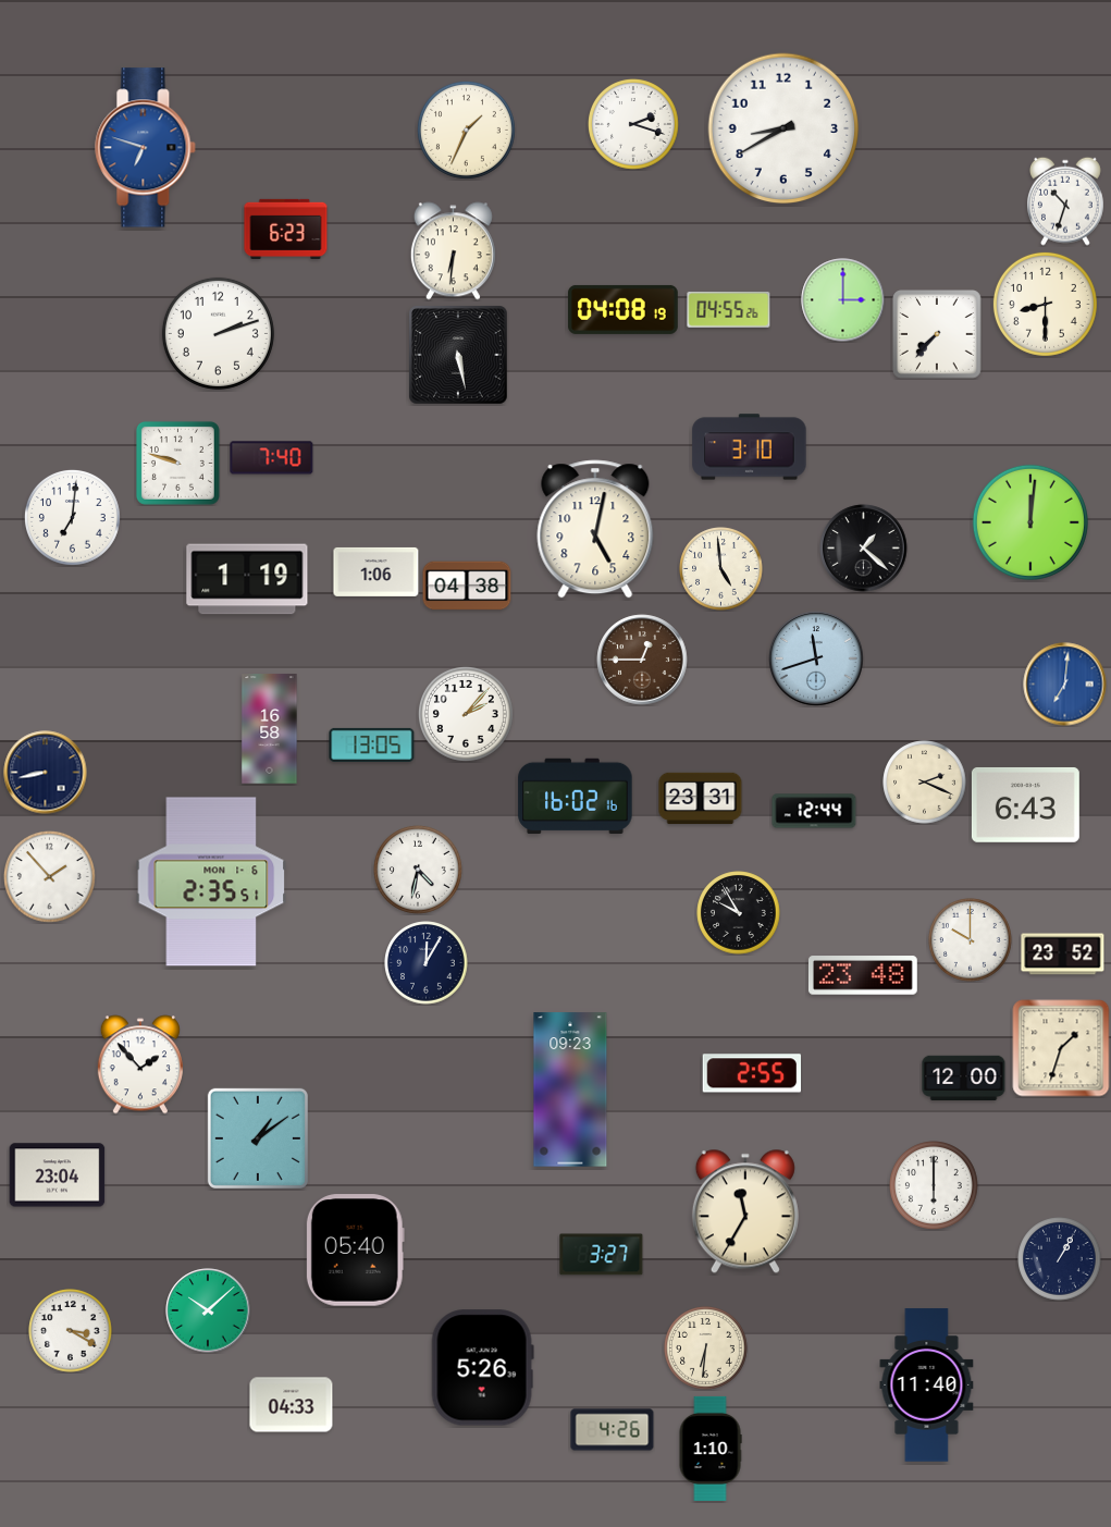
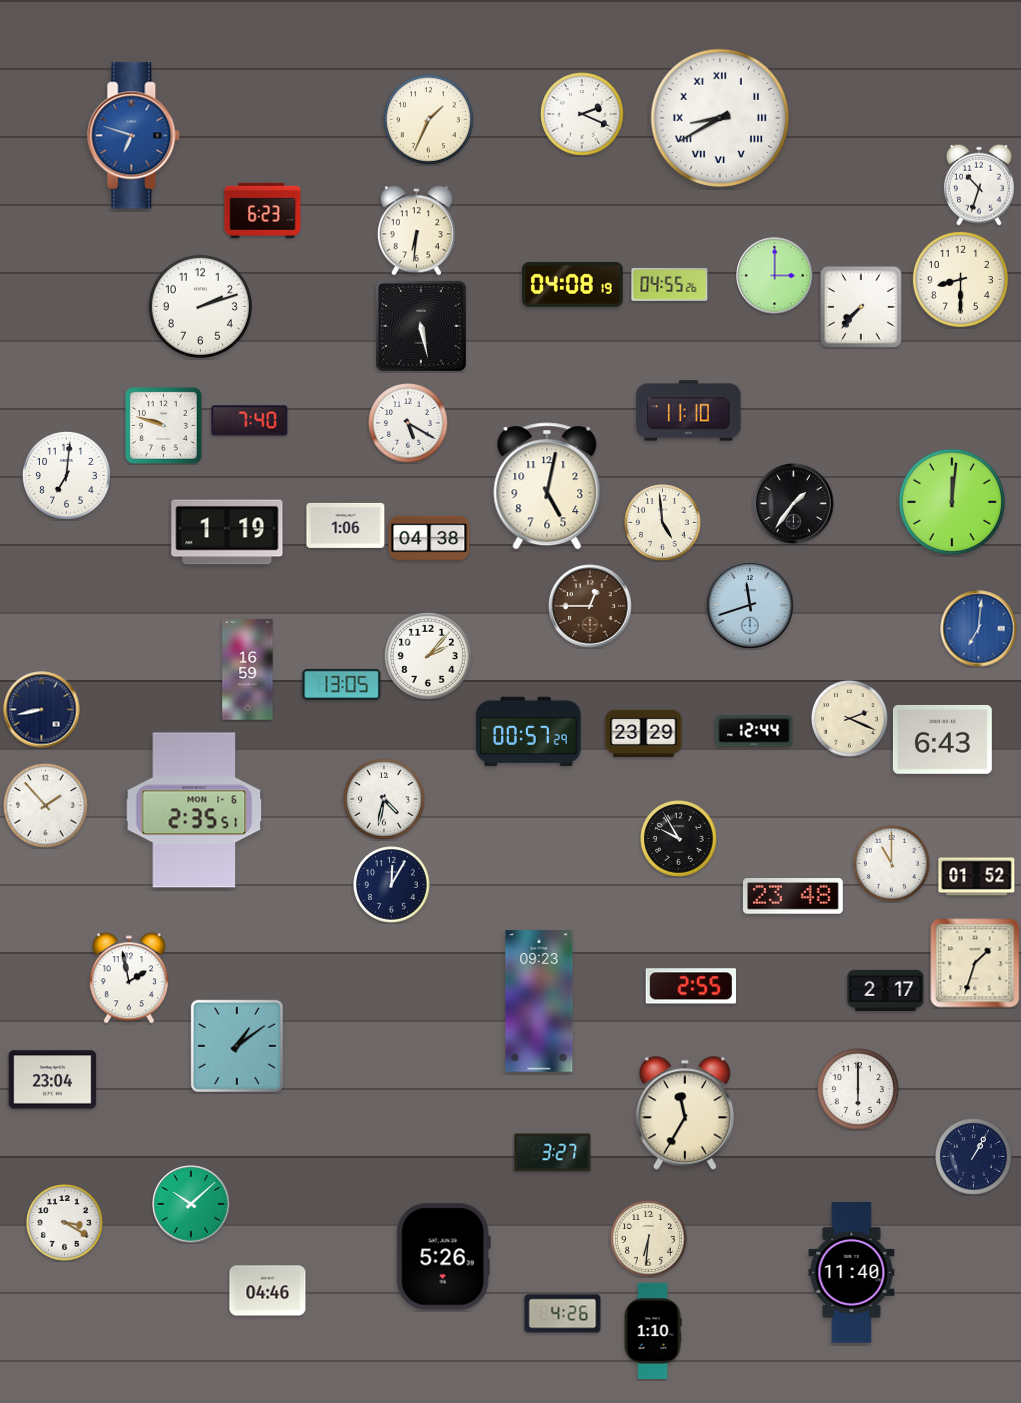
clock at (634, 125): 2:18 -> 2:19
clock at (783, 128) numerals: Arabic -> Roman
clock at (750, 447): 3:10 -> 11:10
clock at (409, 424): none -> 5:20
clock at (1030, 522) position: (1030, 522) -> (952, 502)
clock at (864, 549): 1:22 -> 1:36
clock at (270, 729): 16:58 -> 16:59
clock at (576, 796): 16:02 -> 00:57
clock at (701, 799): 23:31 -> 23:29
clock at (814, 811) position: (814, 811) -> (754, 731)
clock at (971, 940): 10:00 -> 11:00
clock at (1063, 955): 23:52 -> 01:52
clock at (140, 1064): 1:53 -> 1:58
clock at (964, 1077): 12:00 -> 2:17
clock at (570, 1089) position: (570, 1089) -> (539, 1001)
clock at (355, 1251): 05:40 -> none
clock at (292, 1405): 04:33 -> 04:46
